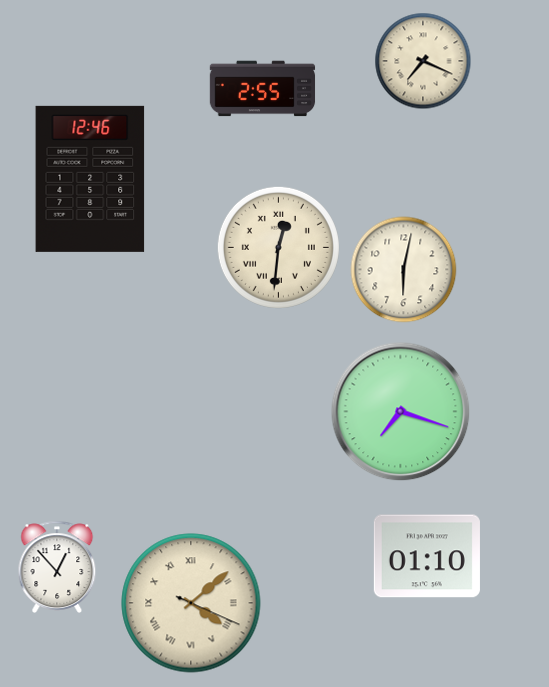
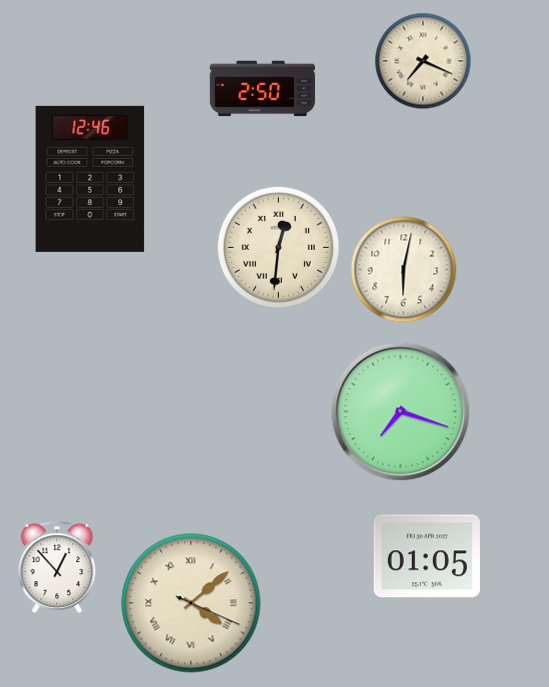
clock at (263, 89): 2:55 -> 2:50
clock at (427, 556): 01:10 -> 01:05
